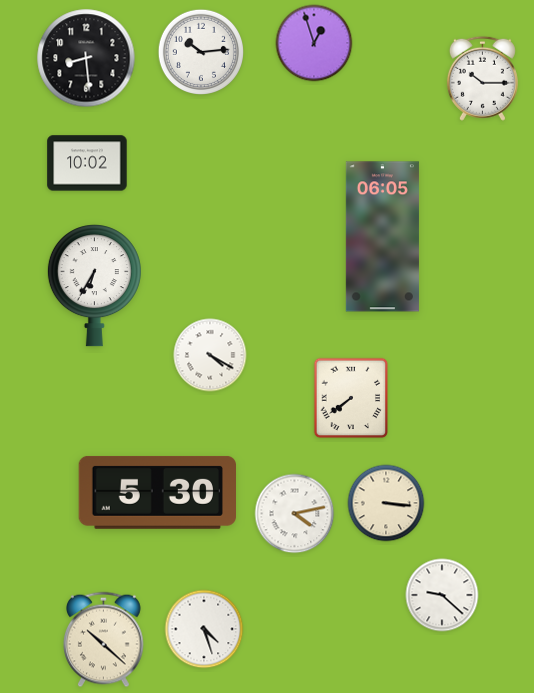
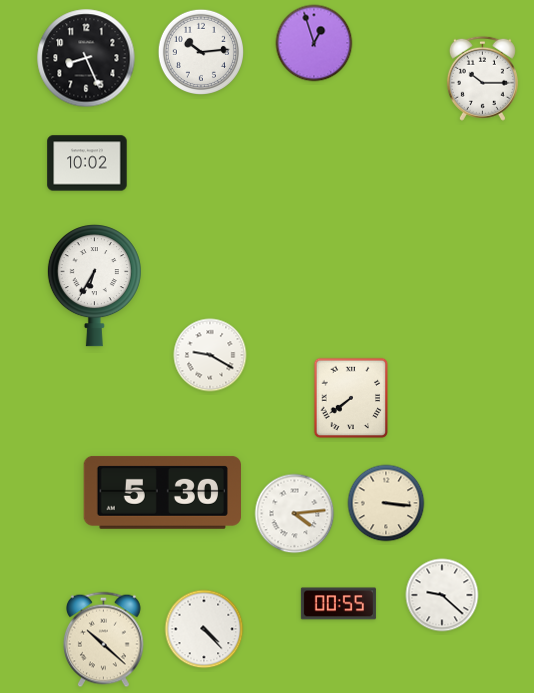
clock at (86, 58): 8:29 -> 8:26
clock at (382, 237): 06:05 -> none
clock at (210, 355): 4:20 -> 9:20
clock at (157, 492) position: (157, 492) -> (162, 492)
clock at (295, 514): 4:13 -> 4:14
clock at (338, 604): none -> 00:55
clock at (204, 629): 4:27 -> 4:23
